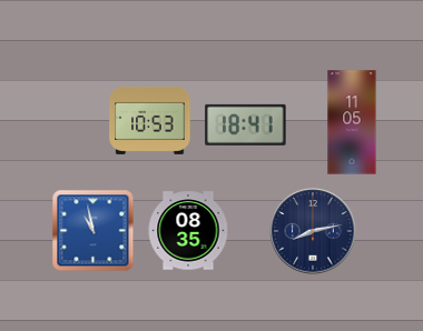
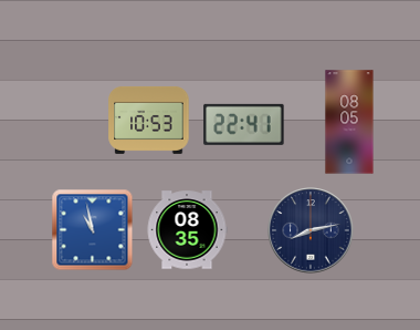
clock at (352, 122): 11:05 -> 08:05
clock at (246, 124): 18:41 -> 22:41
